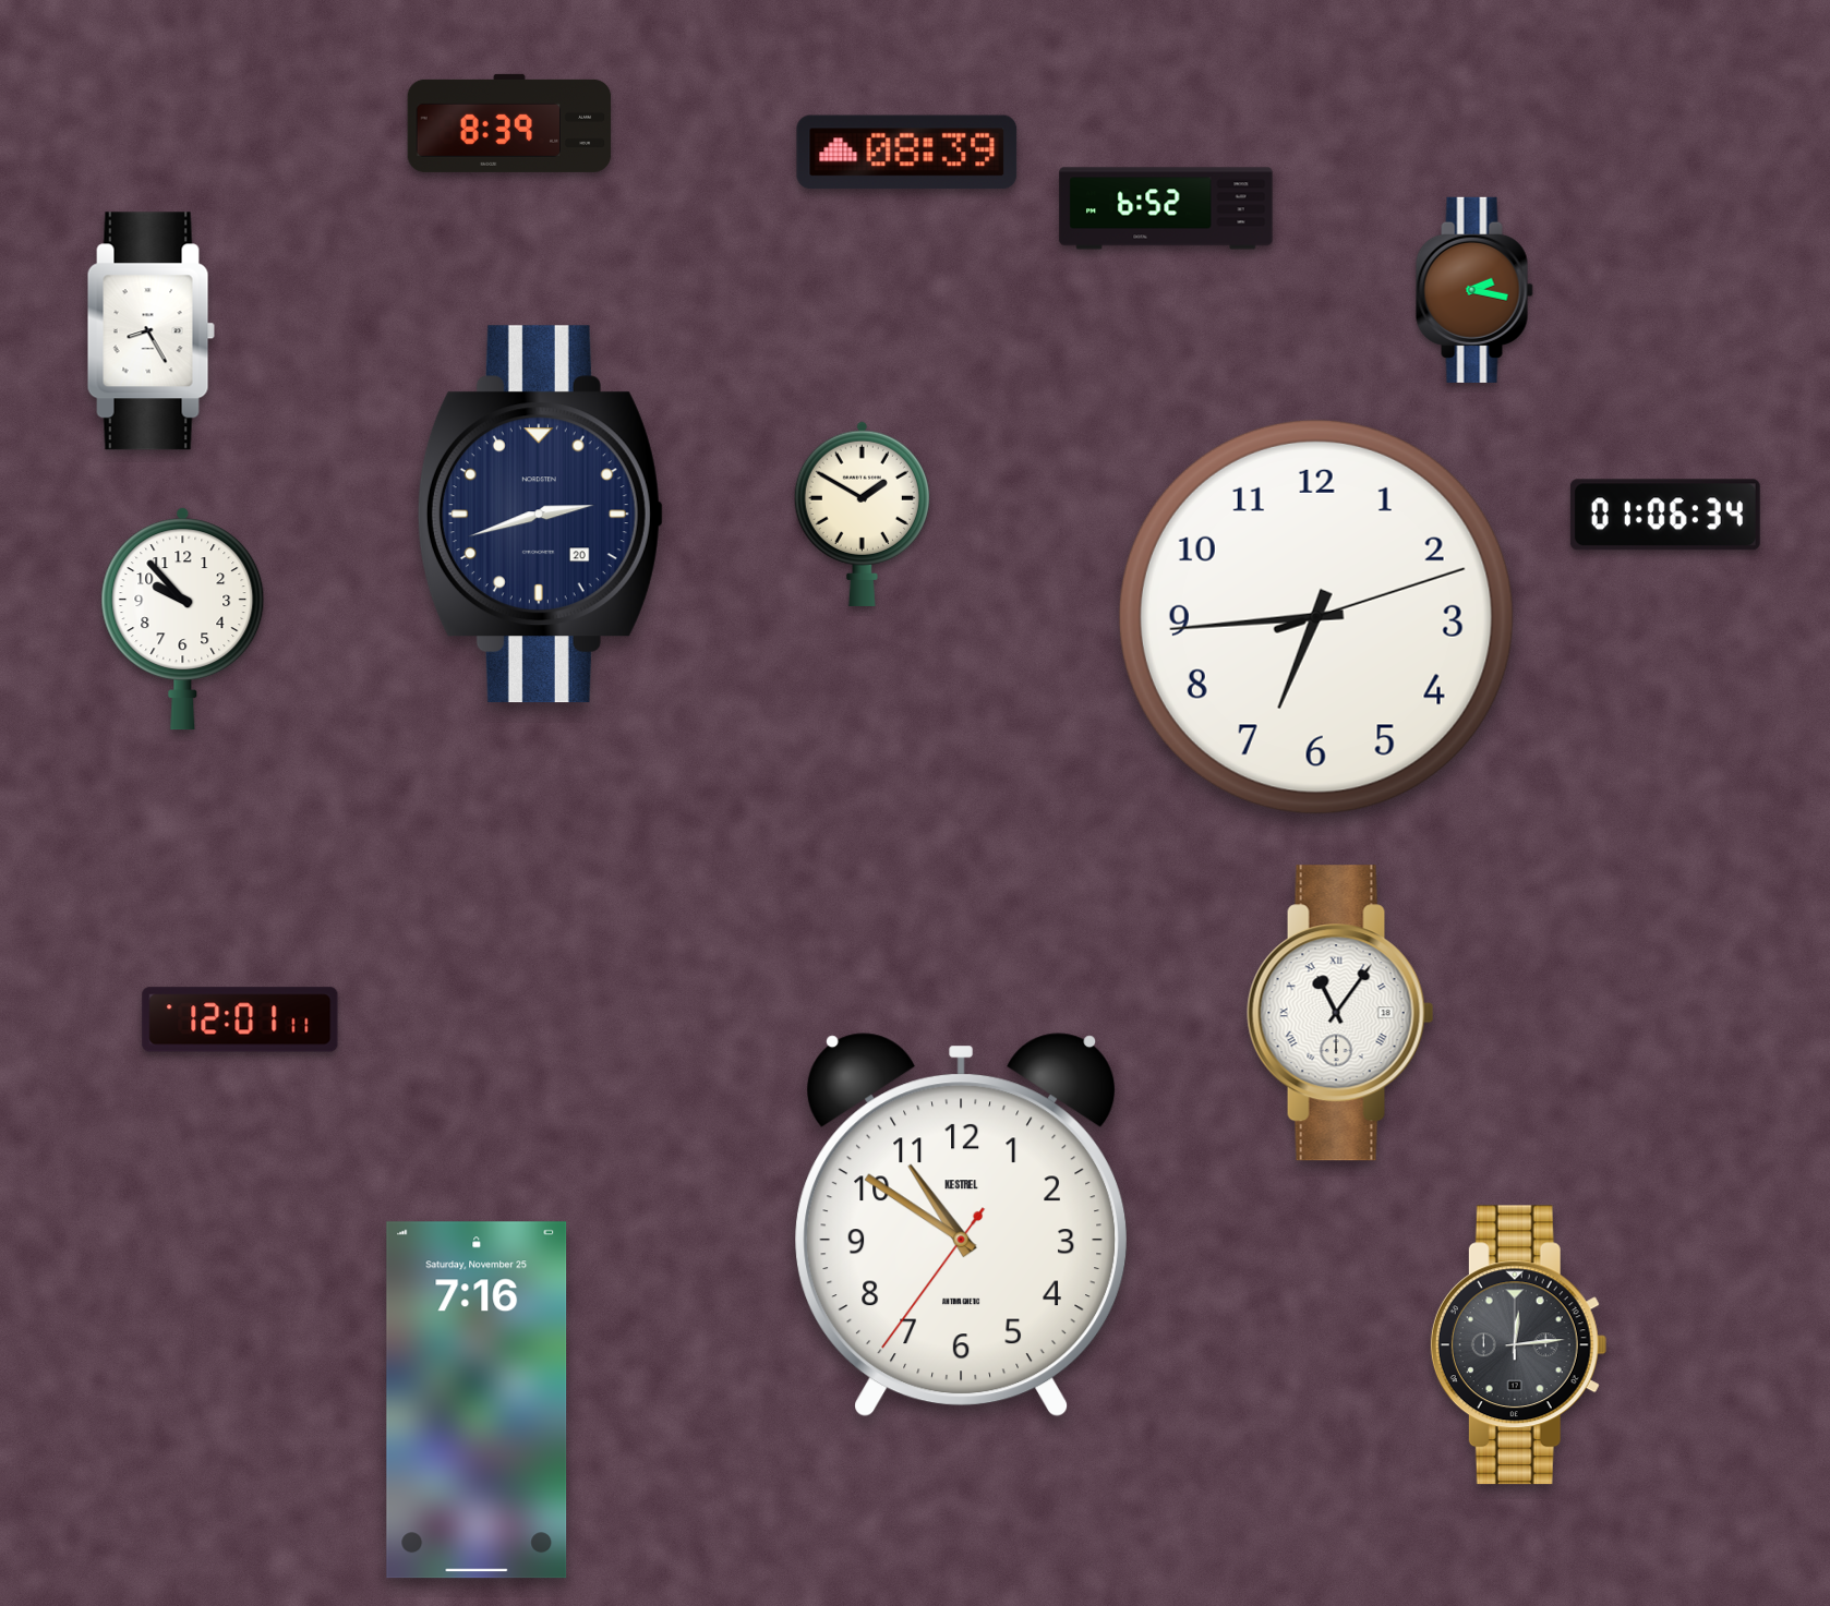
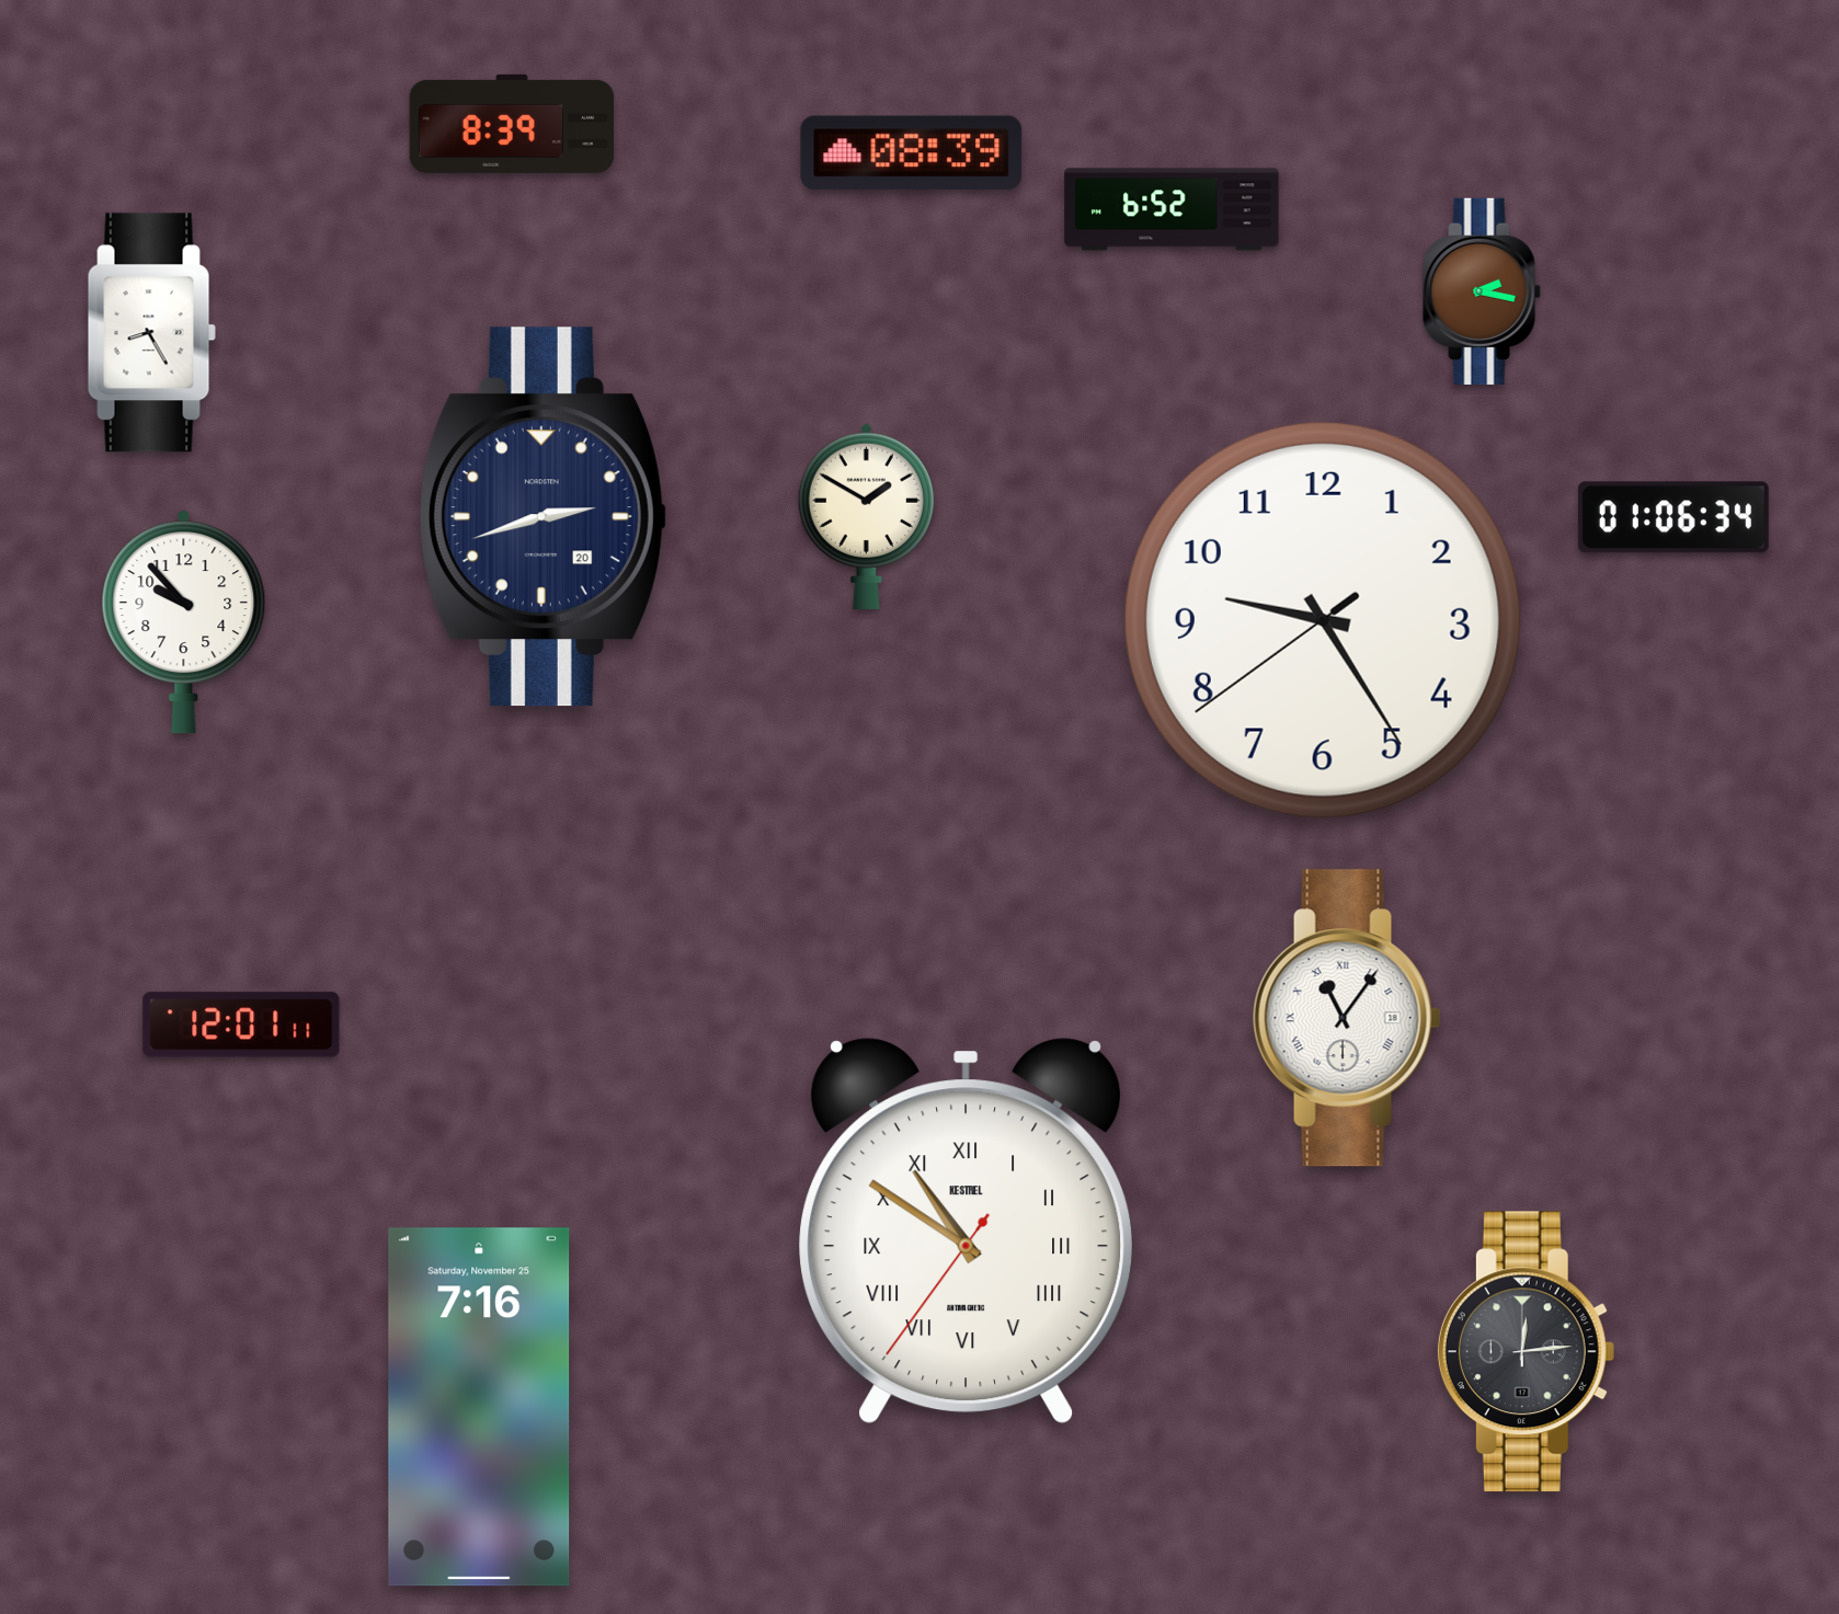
clock at (1316, 617): 6:44 -> 9:24
clock at (961, 1225) numerals: Arabic -> Roman
